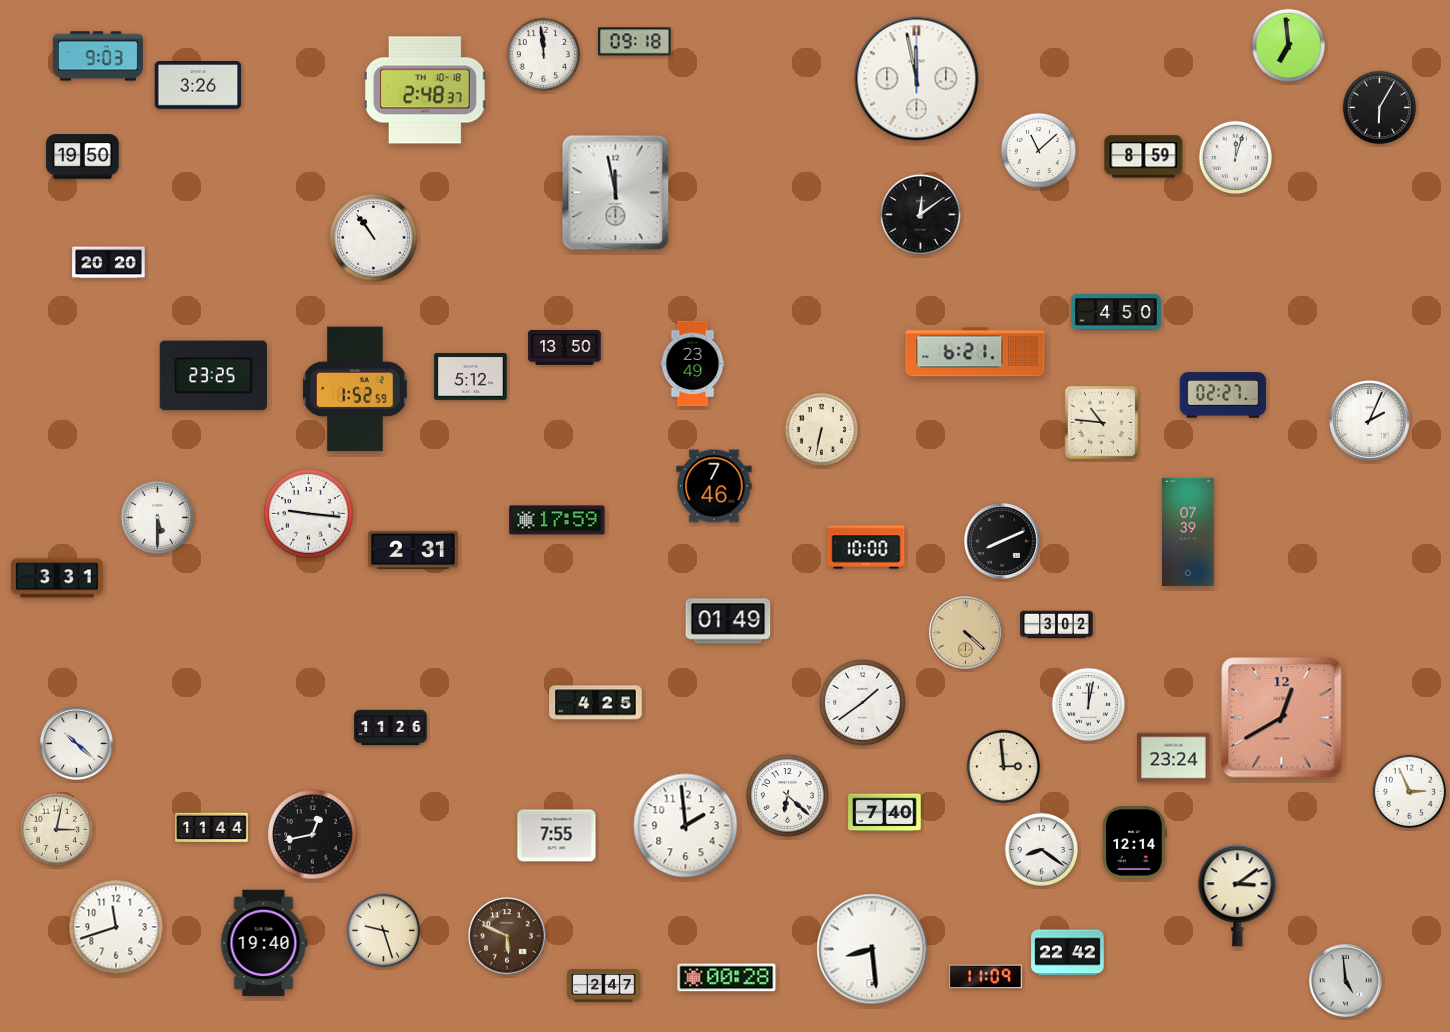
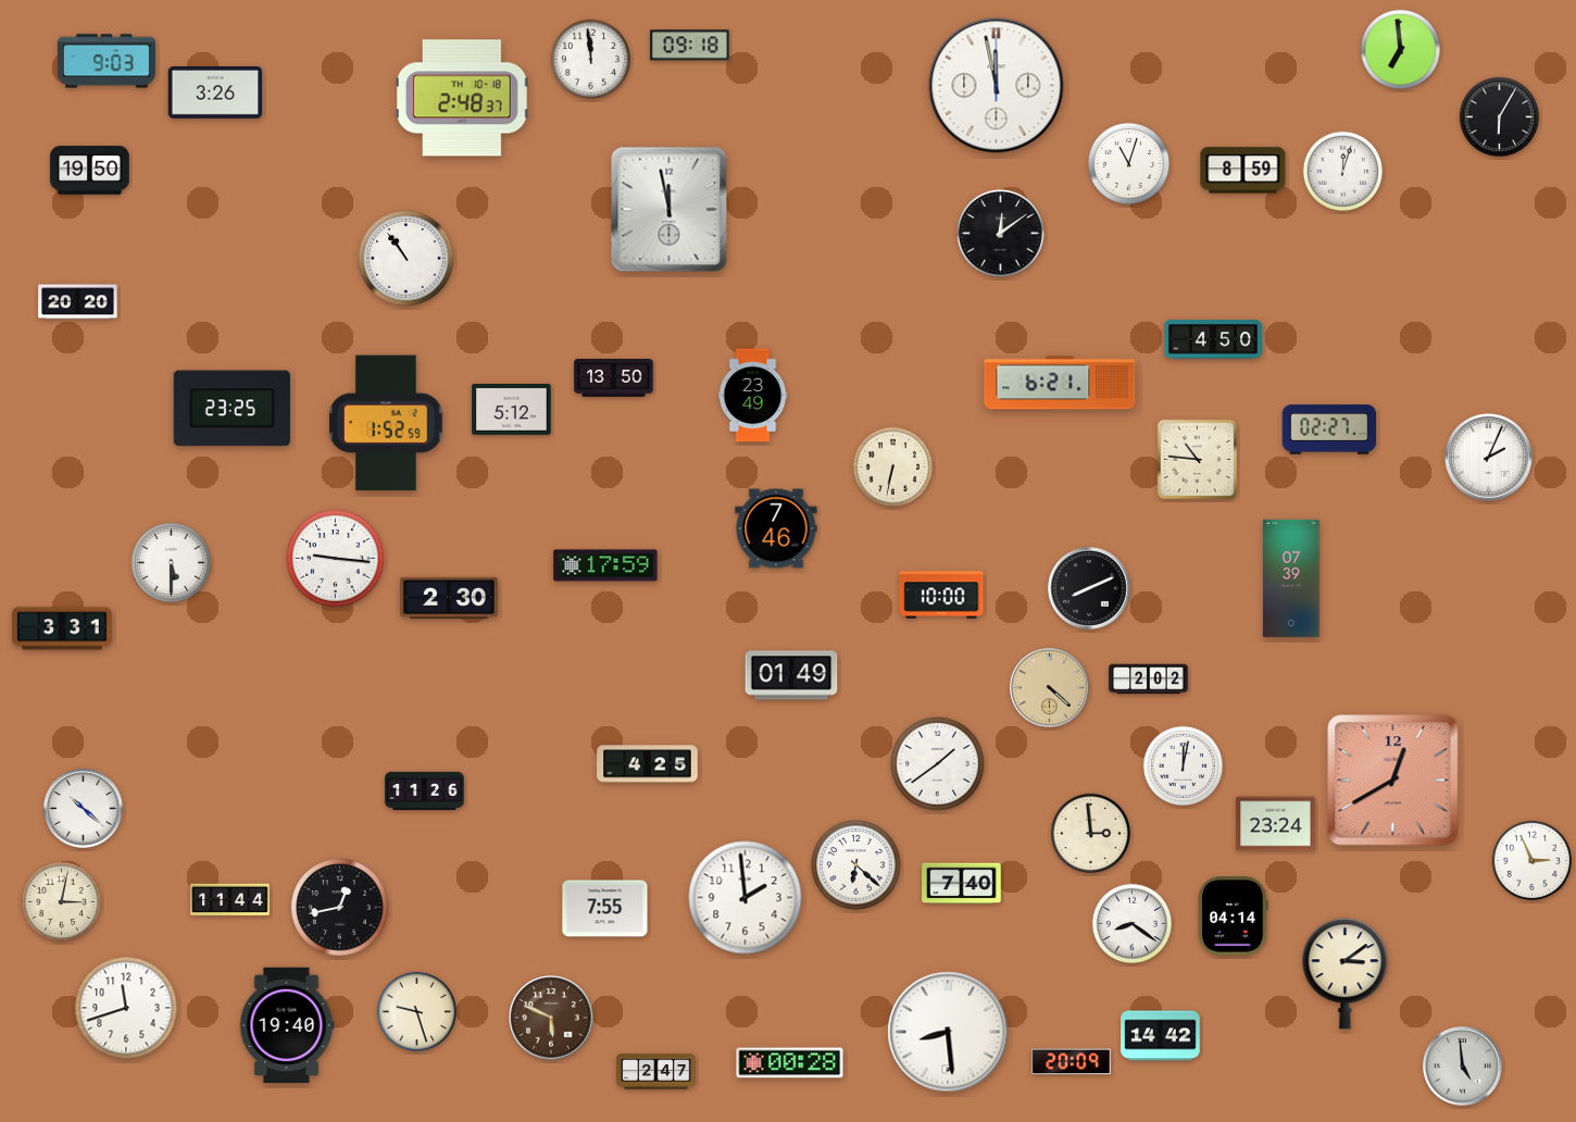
clock at (1038, 150): 11:08 -> 11:03
clock at (109, 263) position: (109, 263) -> (78, 302)
clock at (413, 549): 2:31 -> 2:30
clock at (1057, 625): 3:02 -> 2:02
clock at (1135, 843): 12:14 -> 04:14
clock at (1068, 953): 22:42 -> 14:42
clock at (986, 977): 11:09 -> 20:09
